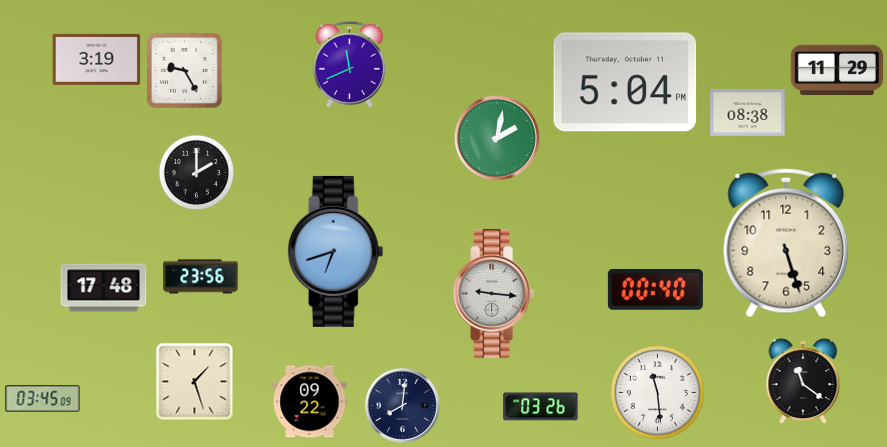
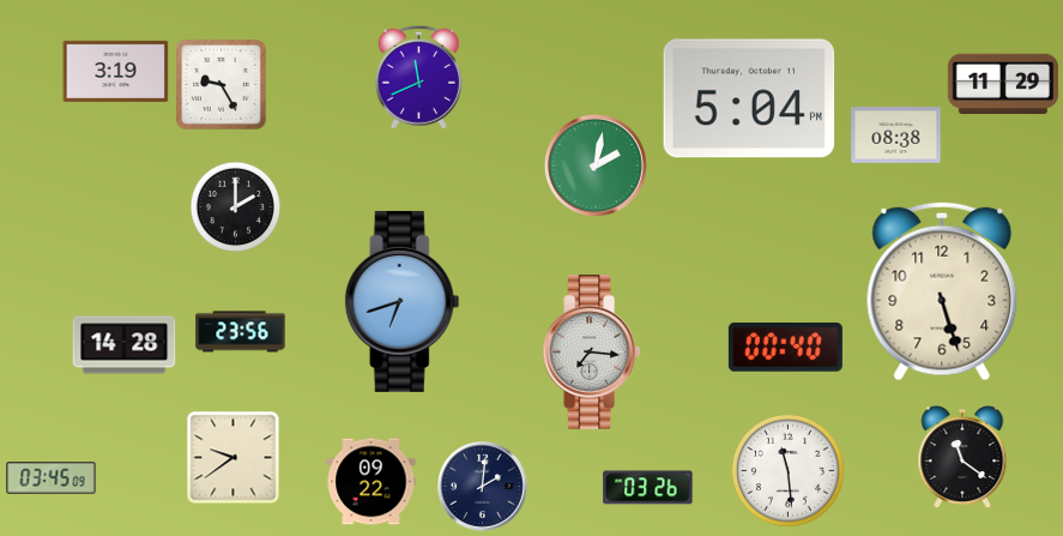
clock at (104, 288): 17:48 -> 14:28
clock at (493, 294): 9:16 -> 7:16
clock at (195, 382): 1:27 -> 9:39
clock at (403, 406): 8:01 -> 2:01
